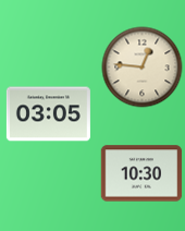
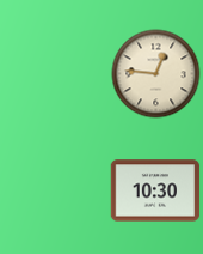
clock at (48, 114): 03:05 -> none
